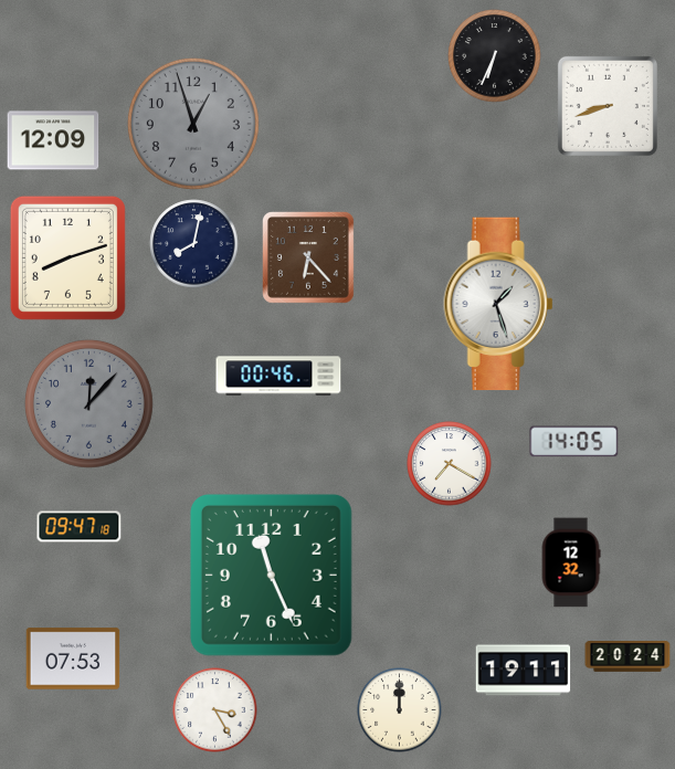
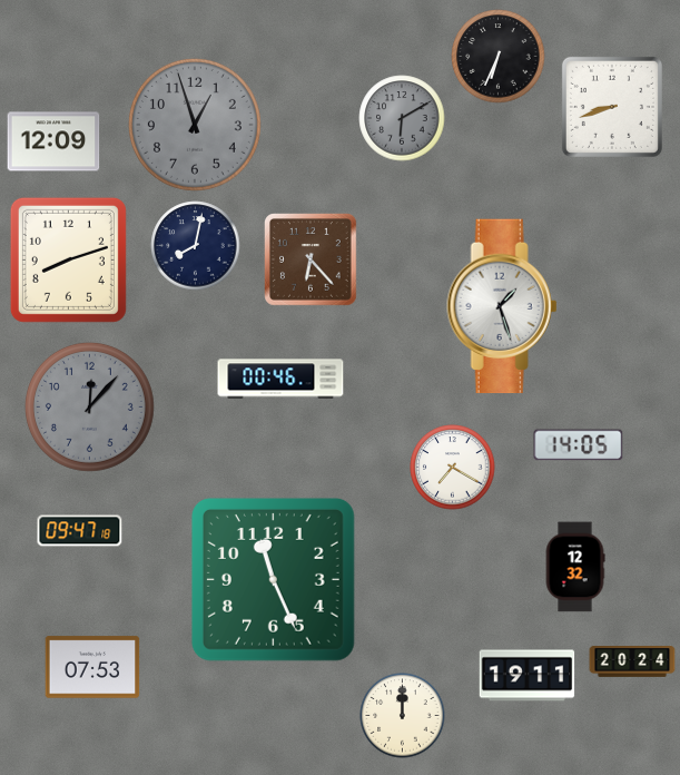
clock at (402, 118): none -> 6:10
clock at (73, 659) position: (73, 659) -> (92, 667)
clock at (215, 710): 3:25 -> none
